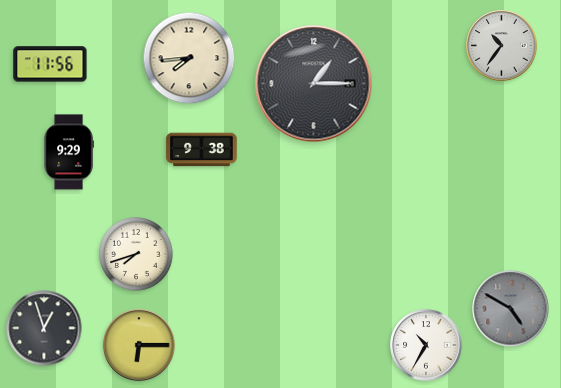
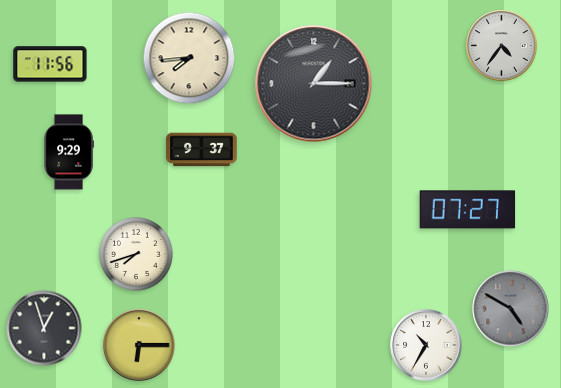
clock at (502, 46): 10:36 -> 4:36
clock at (202, 150): 9:38 -> 9:37
clock at (468, 210): none -> 07:27
